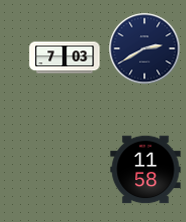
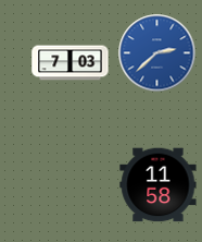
clock at (145, 49): 2:40 -> 2:38
clock at (145, 49) dial: navy -> blue
